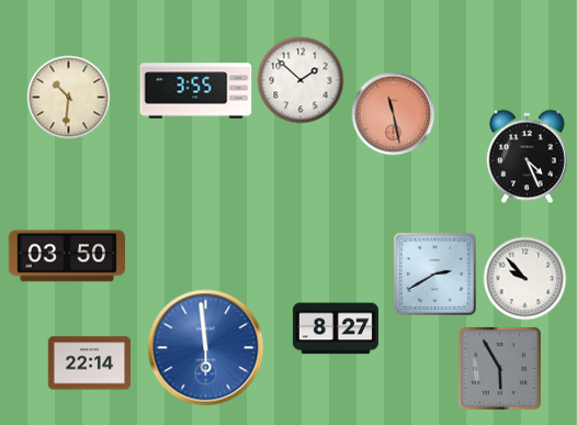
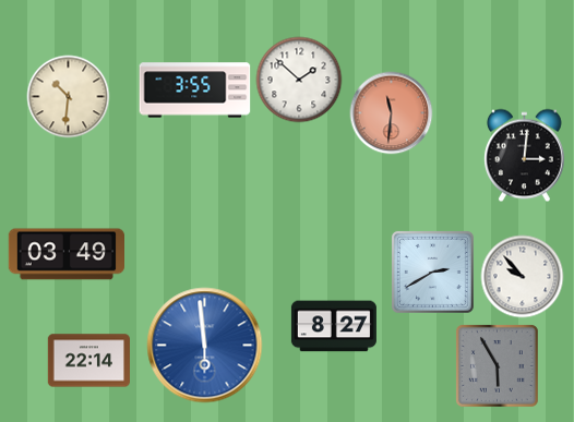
clock at (394, 114): 11:28 -> 11:31
clock at (527, 157): 4:26 -> 3:01
clock at (66, 256): 03:50 -> 03:49
